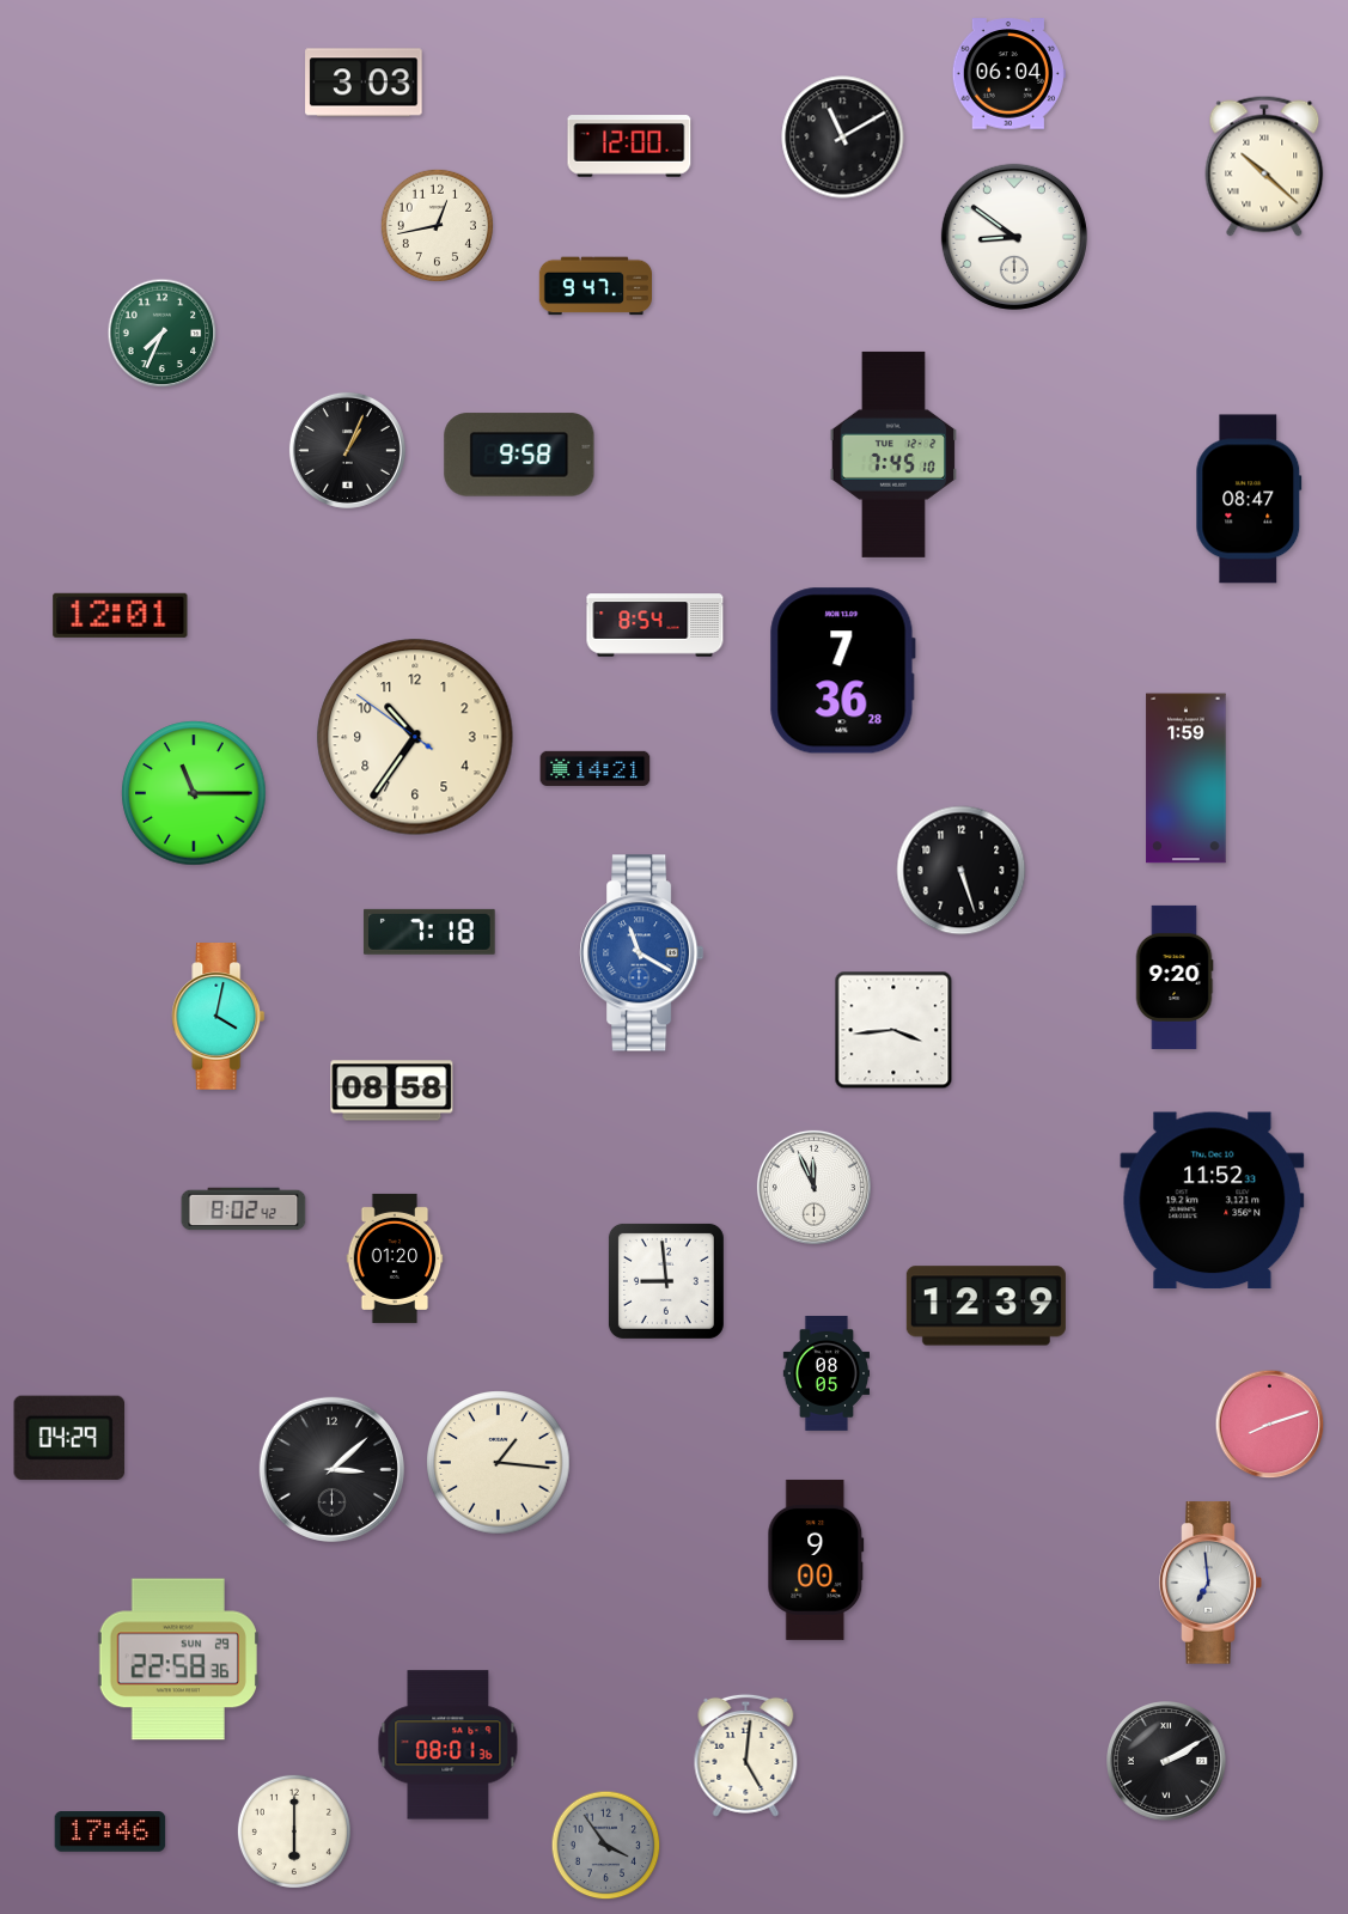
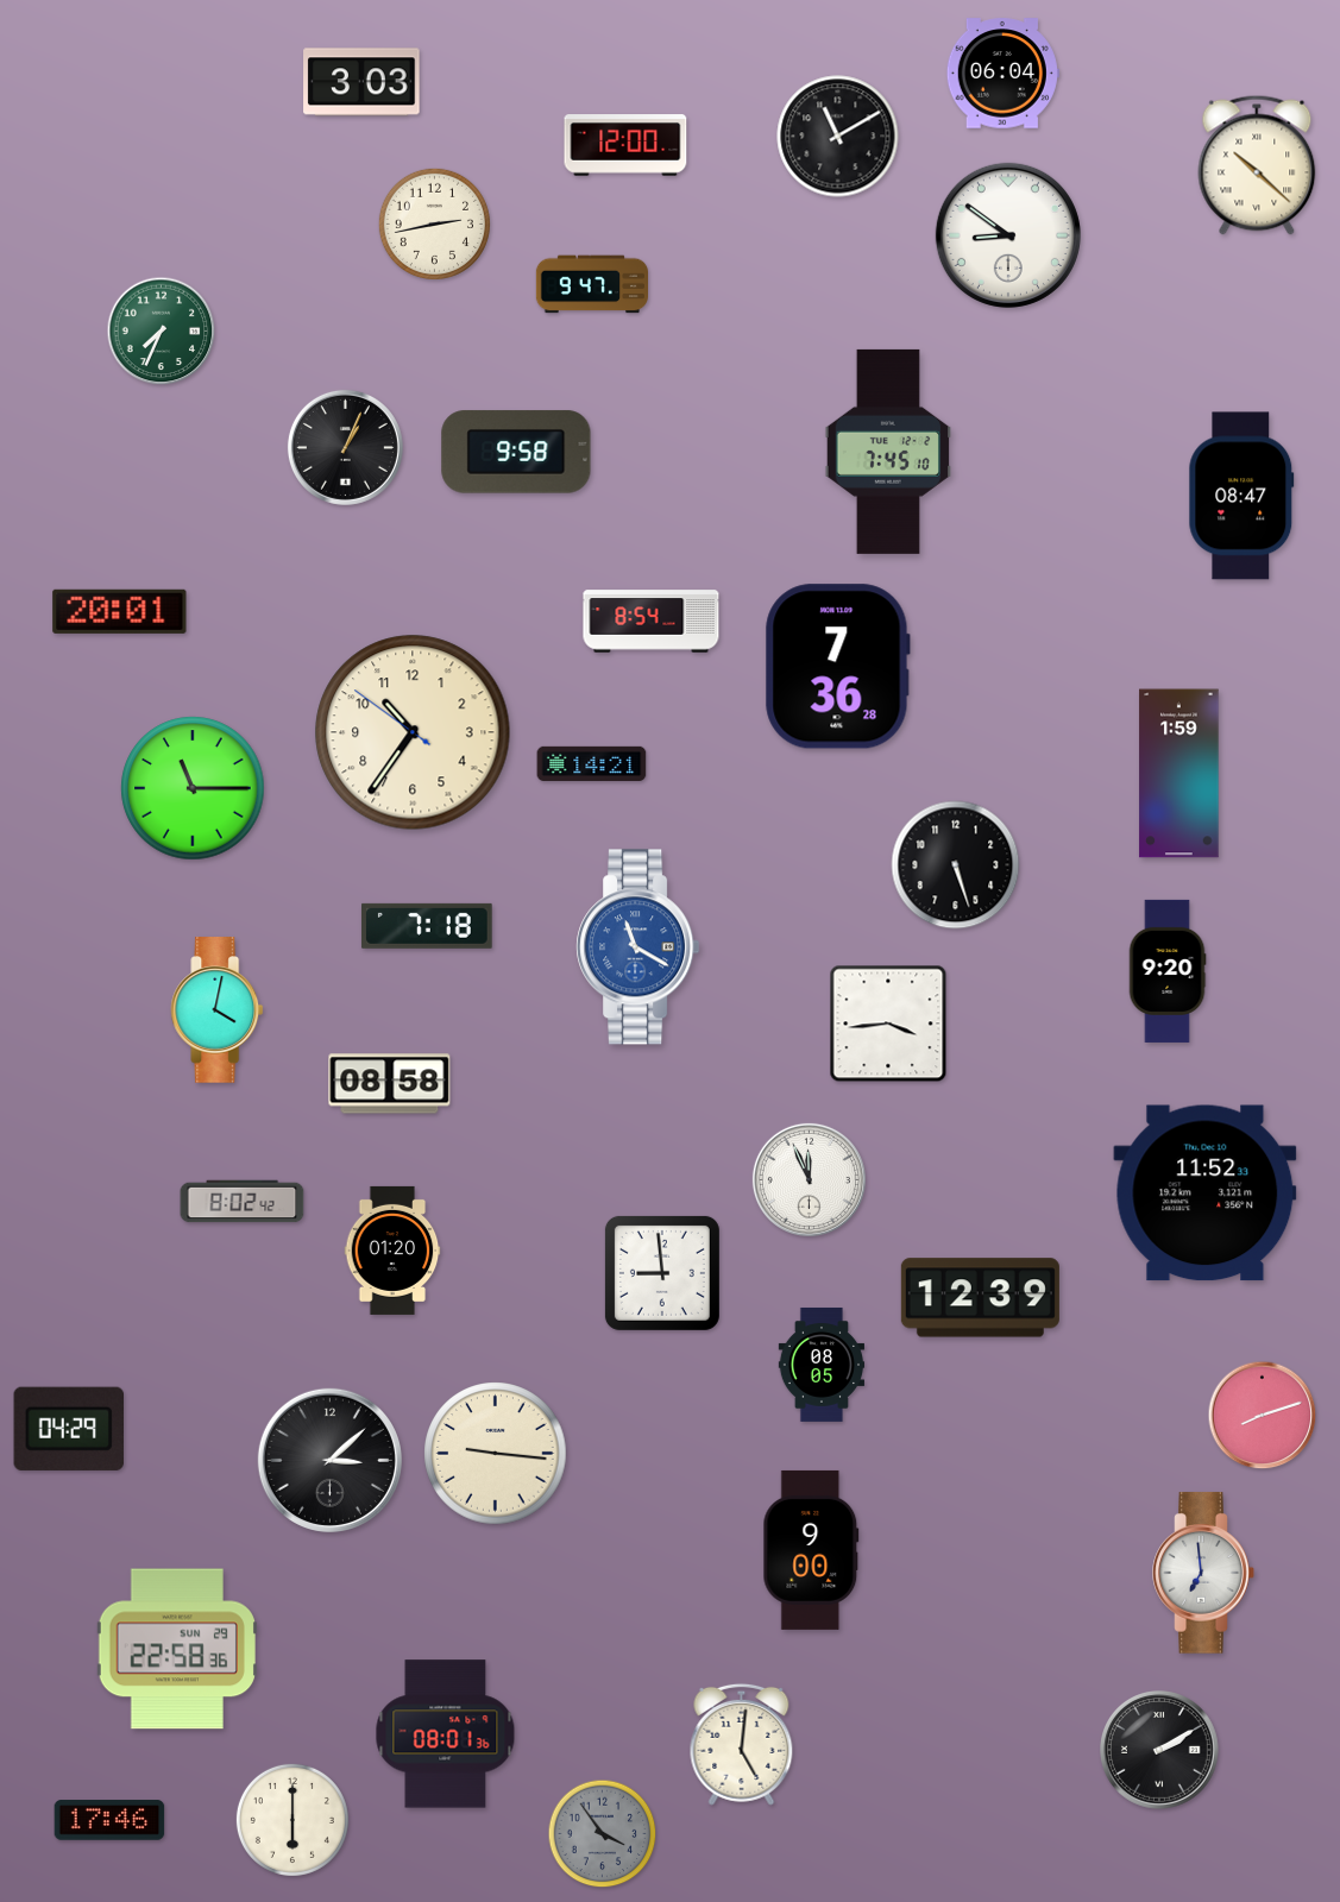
clock at (437, 225): 12:43 -> 2:43
clock at (121, 615): 12:01 -> 20:01
clock at (499, 1463): 1:16 -> 9:16
